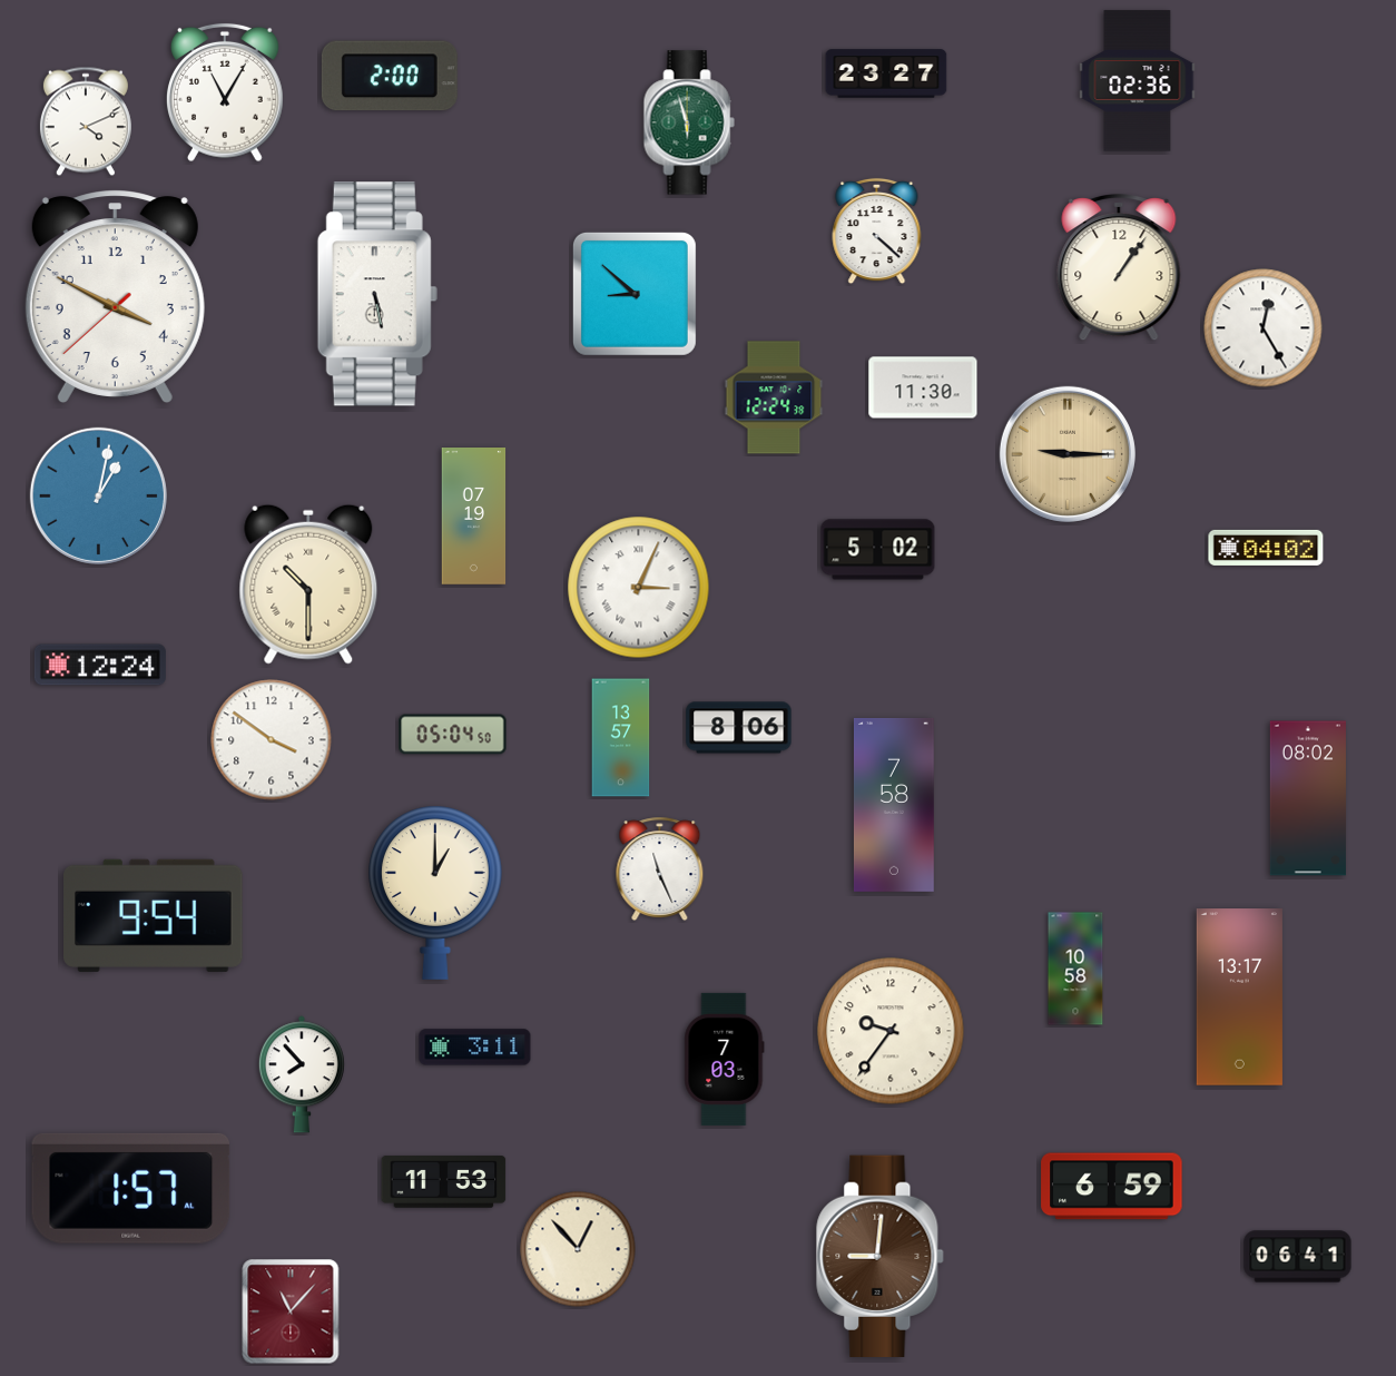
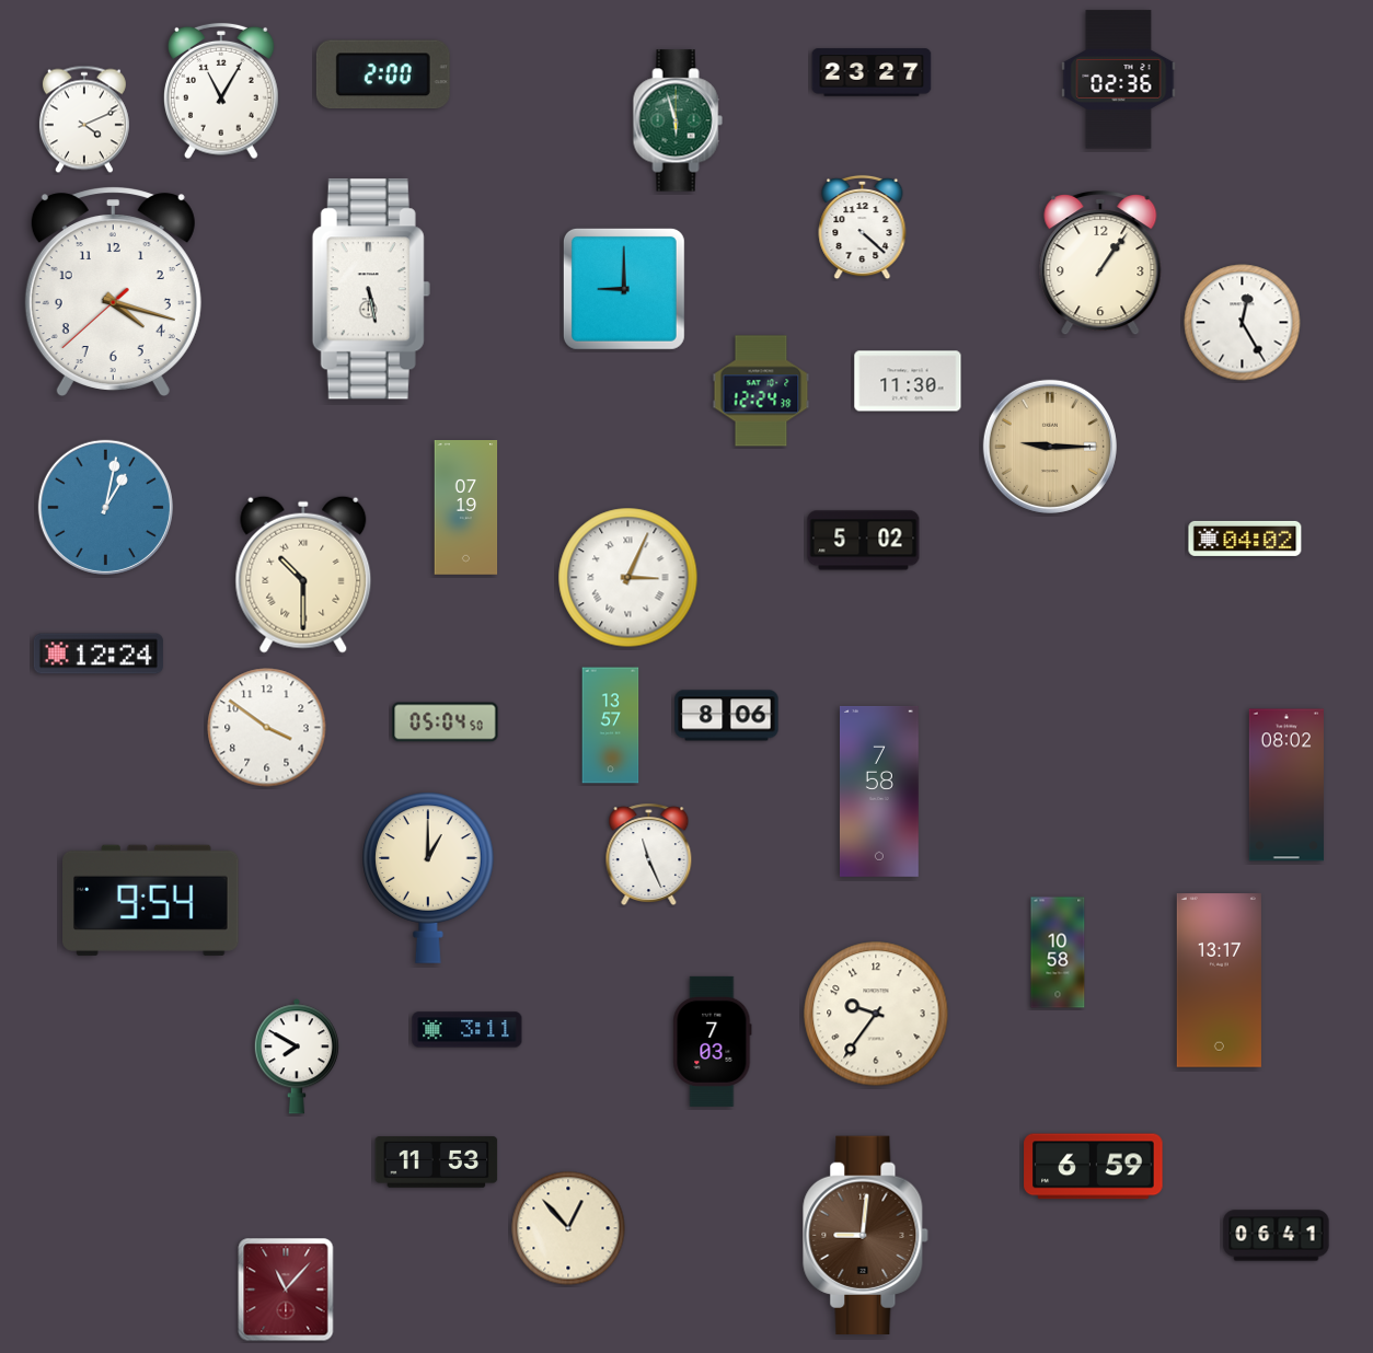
clock at (635, 294): 8:52 -> 9:00
clock at (115, 296): 3:49 -> 4:17
clock at (98, 495) position: (98, 495) -> (105, 507)
clock at (302, 1074): 7:53 -> 7:50
clock at (131, 1188): 1:57 -> none
